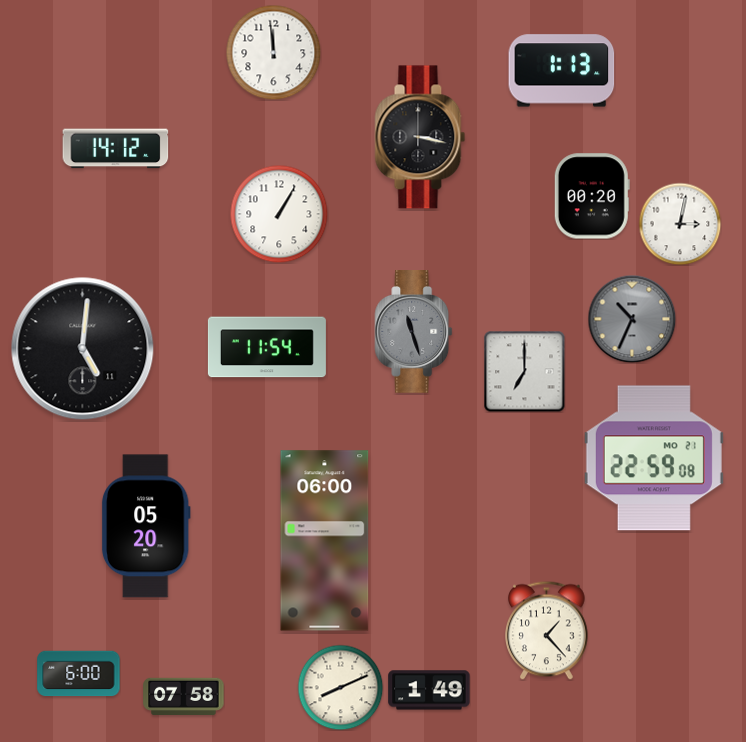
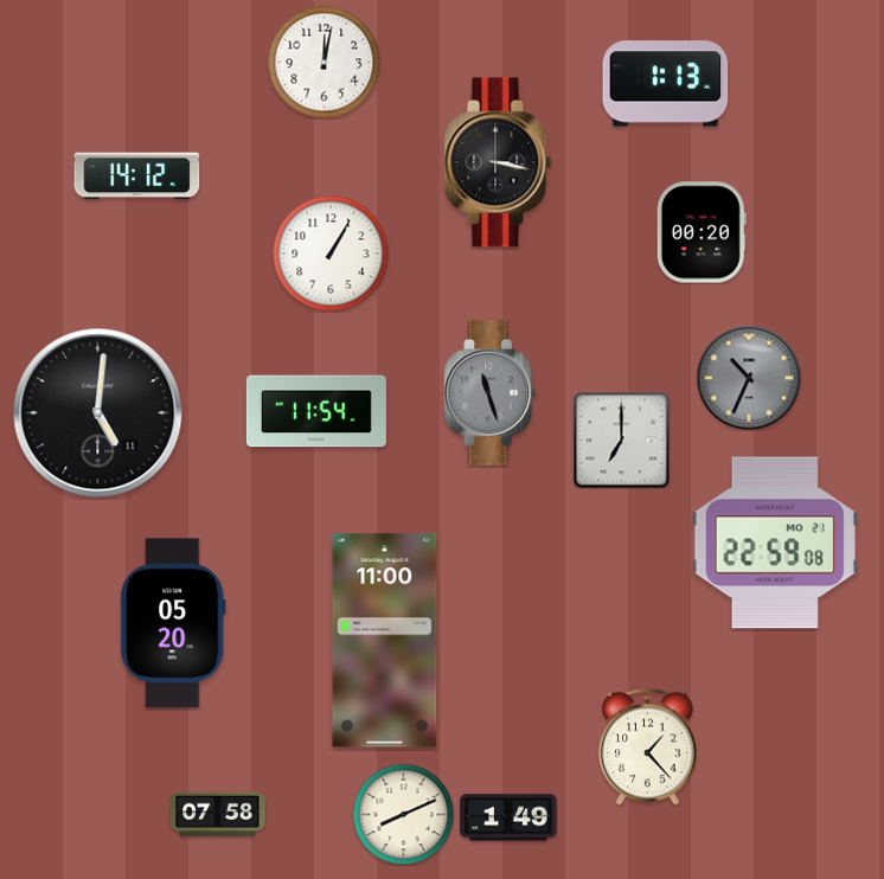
clock at (273, 52): 11:59 -> 12:02
clock at (680, 224): 3:02 -> none
clock at (325, 541): 06:00 -> 11:00
clock at (79, 674): 6:00 -> none
clock at (184, 697) position: (184, 697) -> (218, 815)
